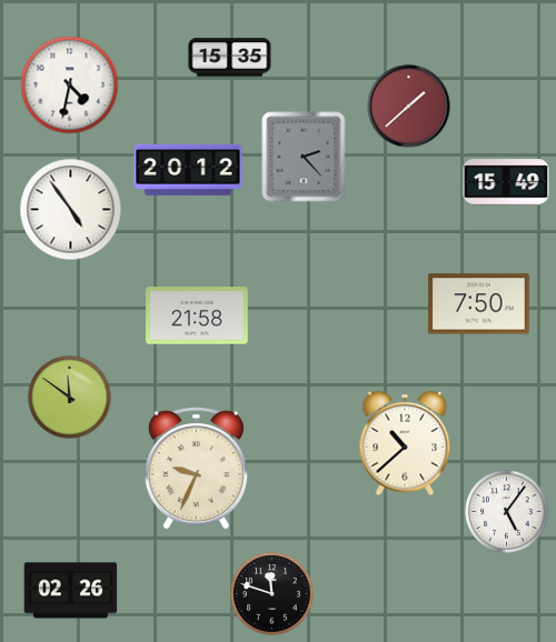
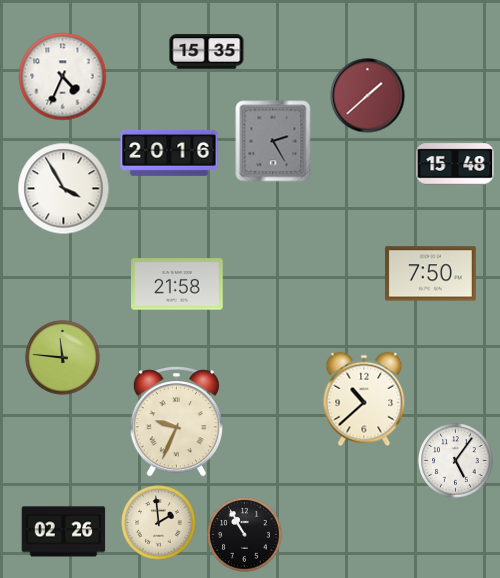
clock at (70, 86): 4:32 -> 4:34
clock at (304, 157): 2:23 -> 2:25
clock at (188, 170): 20:12 -> 20:16
clock at (506, 182): 15:49 -> 15:48
clock at (71, 210): 4:54 -> 3:55
clock at (70, 398): 11:51 -> 11:46
clock at (159, 523): none -> 1:59
clock at (272, 594): 11:48 -> 10:55
